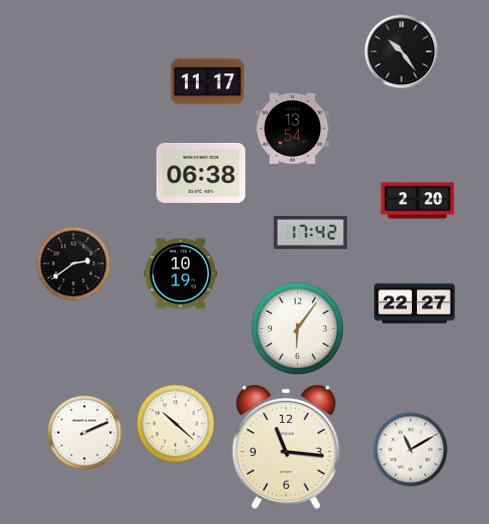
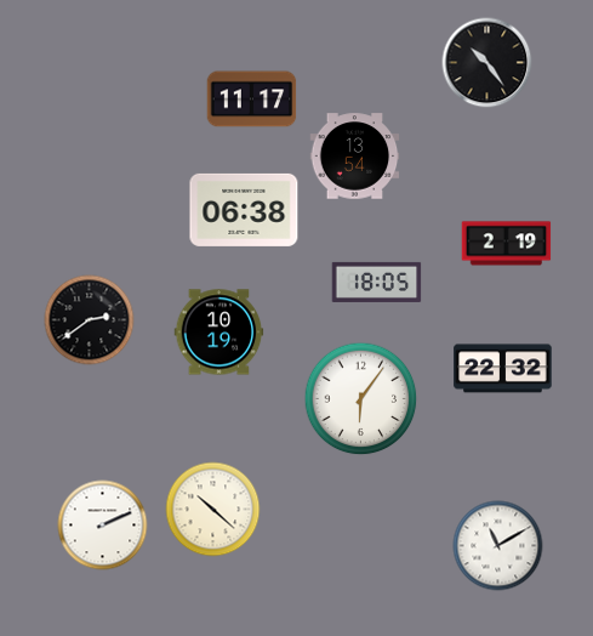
clock at (418, 201): 2:20 -> 2:19
clock at (311, 232): 17:42 -> 18:05
clock at (415, 304): 22:27 -> 22:32
clock at (176, 424) position: (176, 424) -> (213, 510)
clock at (286, 447): 11:16 -> none
